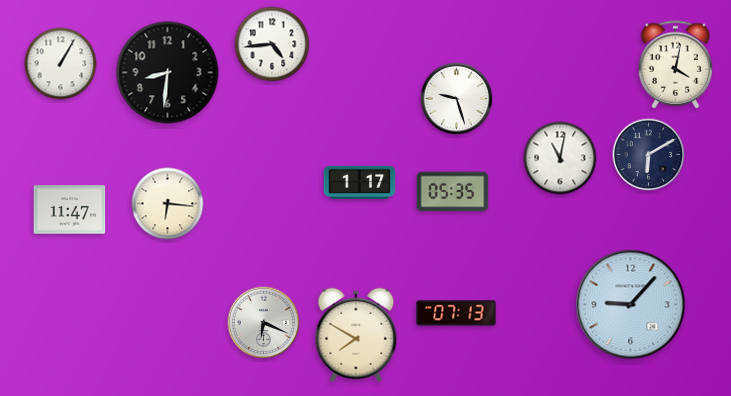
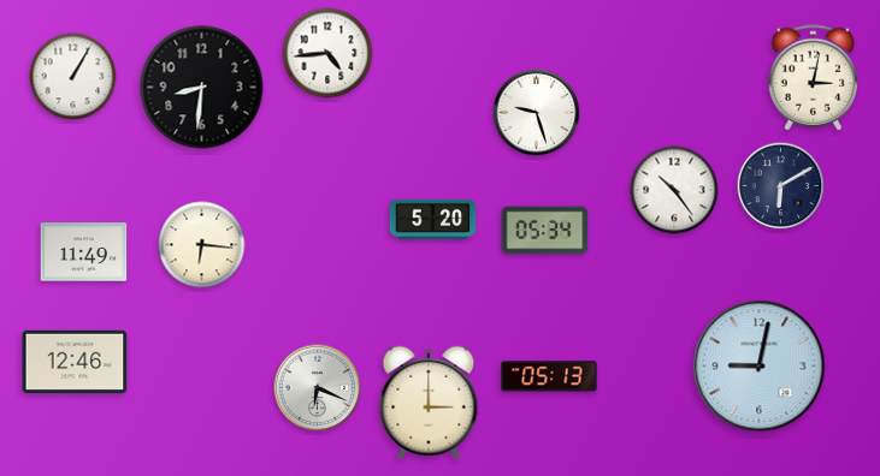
clock at (676, 65): 4:02 -> 3:02
clock at (457, 99) position: (457, 99) -> (537, 113)
clock at (560, 158): 11:02 -> 10:24
clock at (360, 182): 1:17 -> 5:20
clock at (453, 192): 05:35 -> 05:34
clock at (70, 210): 11:47 -> 11:49
clock at (75, 361): none -> 12:46
clock at (631, 305): 9:07 -> 9:02
clock at (456, 313): 07:13 -> 05:13
clock at (356, 335): 7:50 -> 3:00
